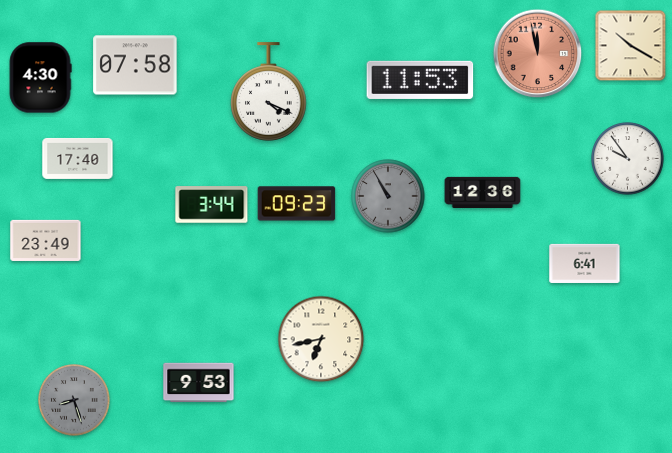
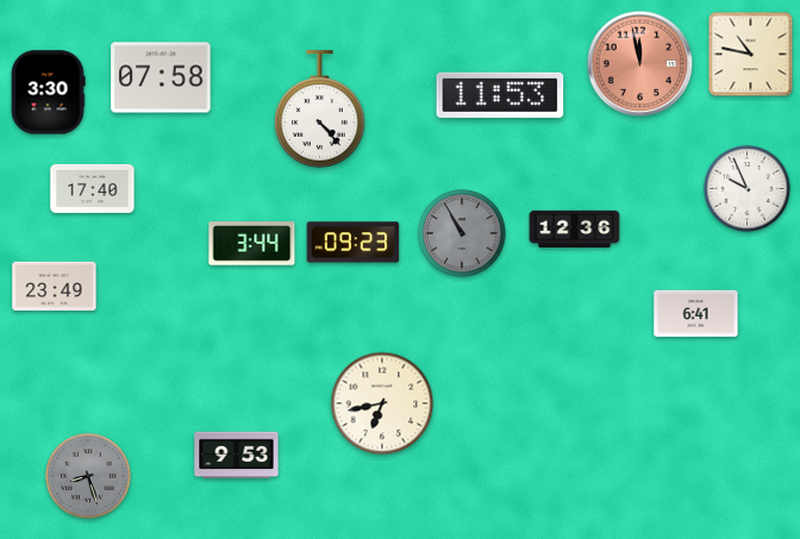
clock at (631, 46): 10:20 -> 10:47
clock at (40, 78): 4:30 -> 3:30
clock at (269, 92): 4:19 -> 4:23
clock at (628, 159): 9:54 -> 9:56
